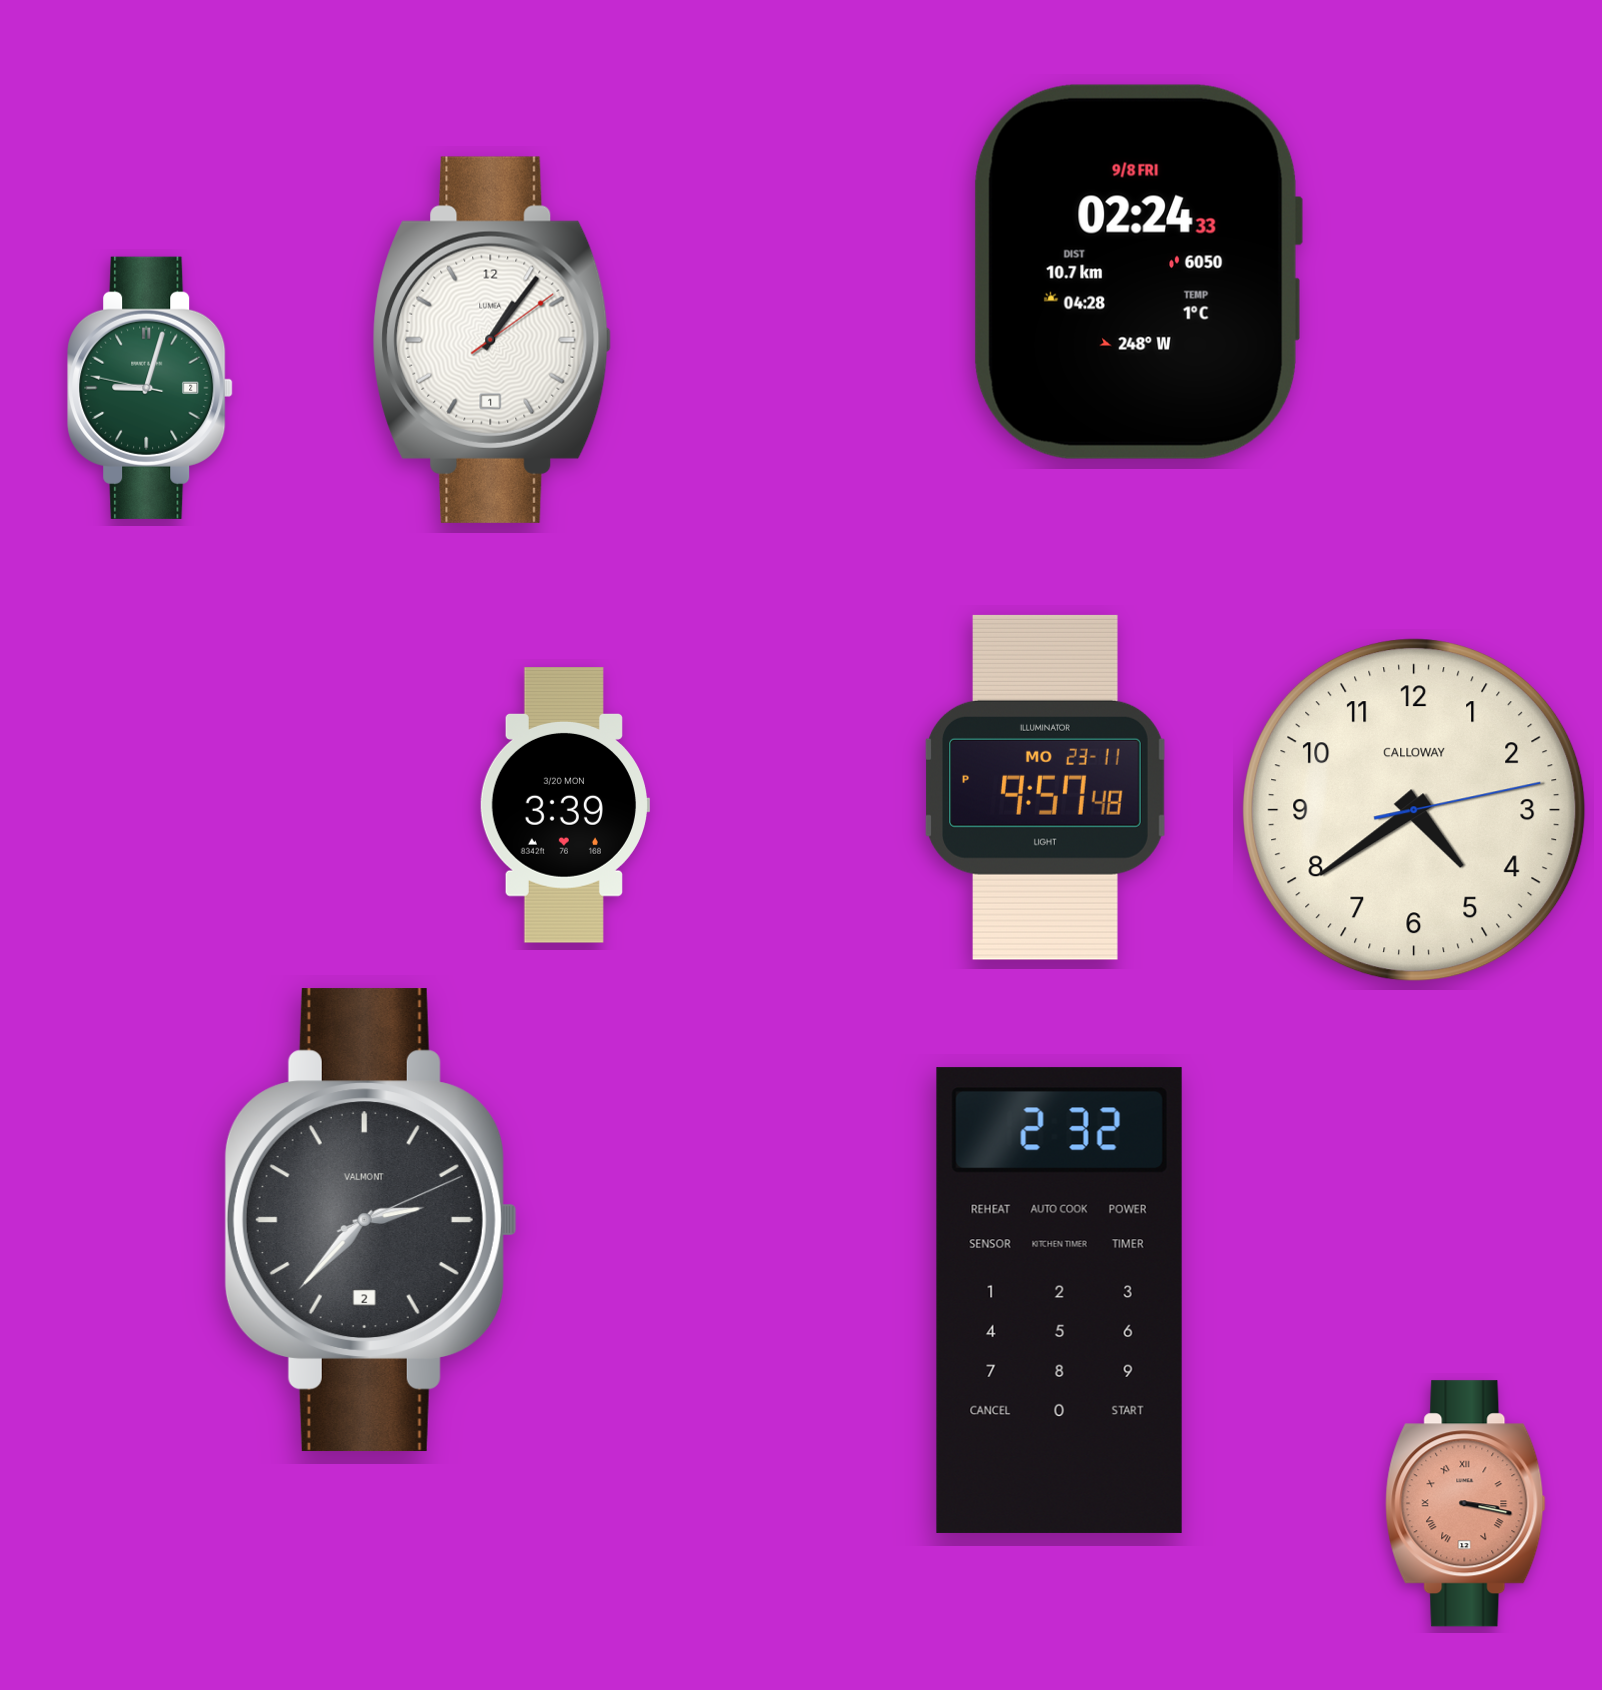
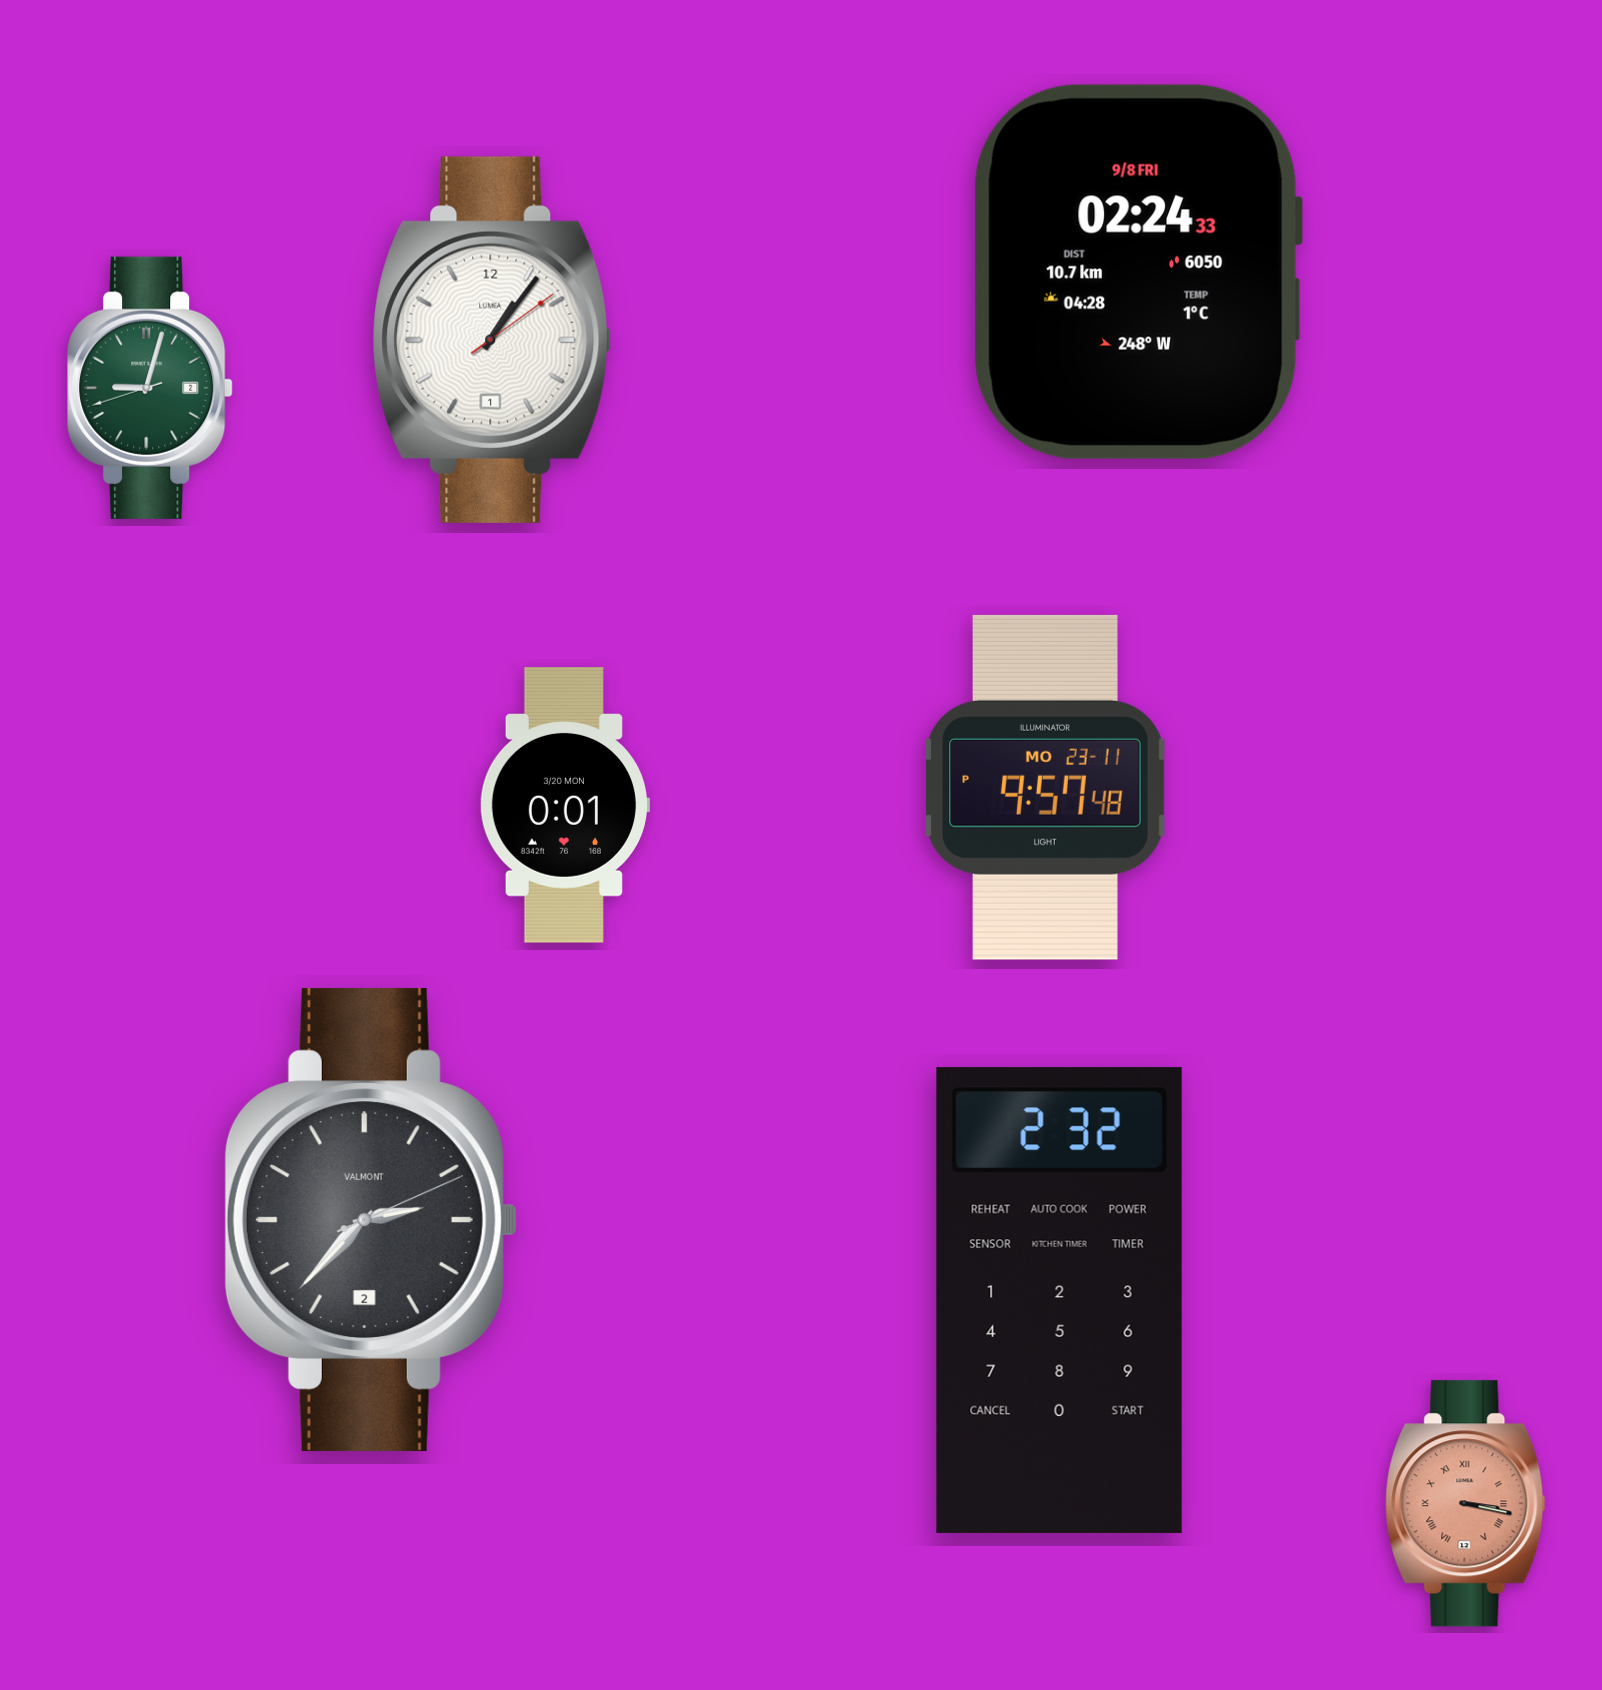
clock at (150, 388): 9:02:47 -> 9:02:42
clock at (564, 805): 3:39 -> 0:01
clock at (1414, 810): 4:39 -> none
